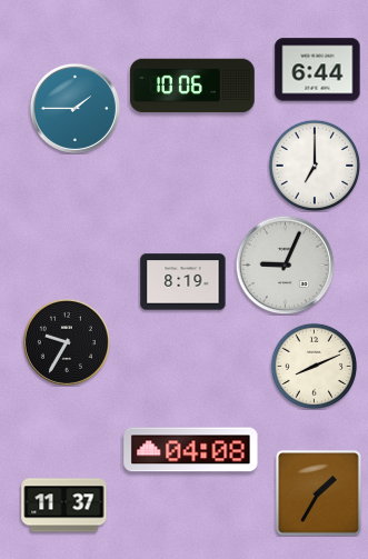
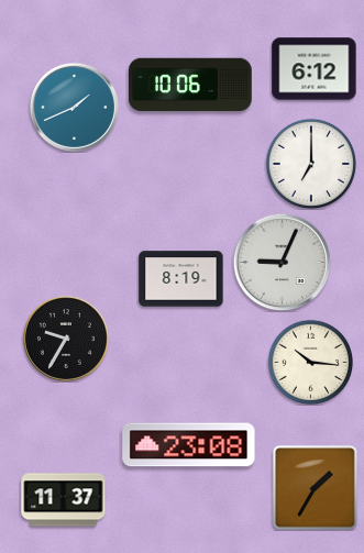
clock at (318, 70): 6:44 -> 6:12
clock at (74, 108): 1:45 -> 1:41
clock at (314, 366): 8:11 -> 10:16
clock at (191, 450): 04:08 -> 23:08
